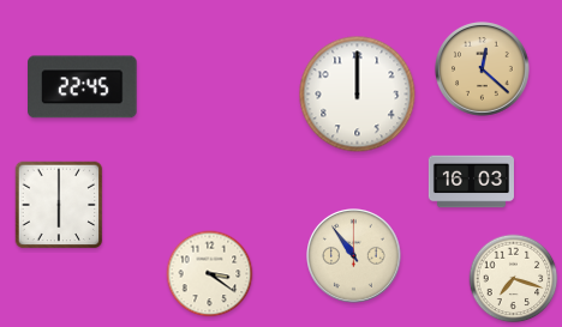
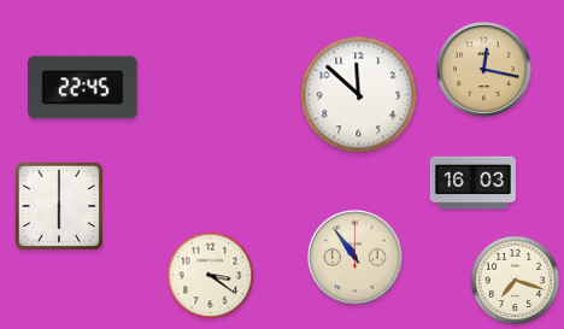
clock at (483, 69): 12:22 -> 12:17
clock at (358, 95): 12:00 -> 11:52
